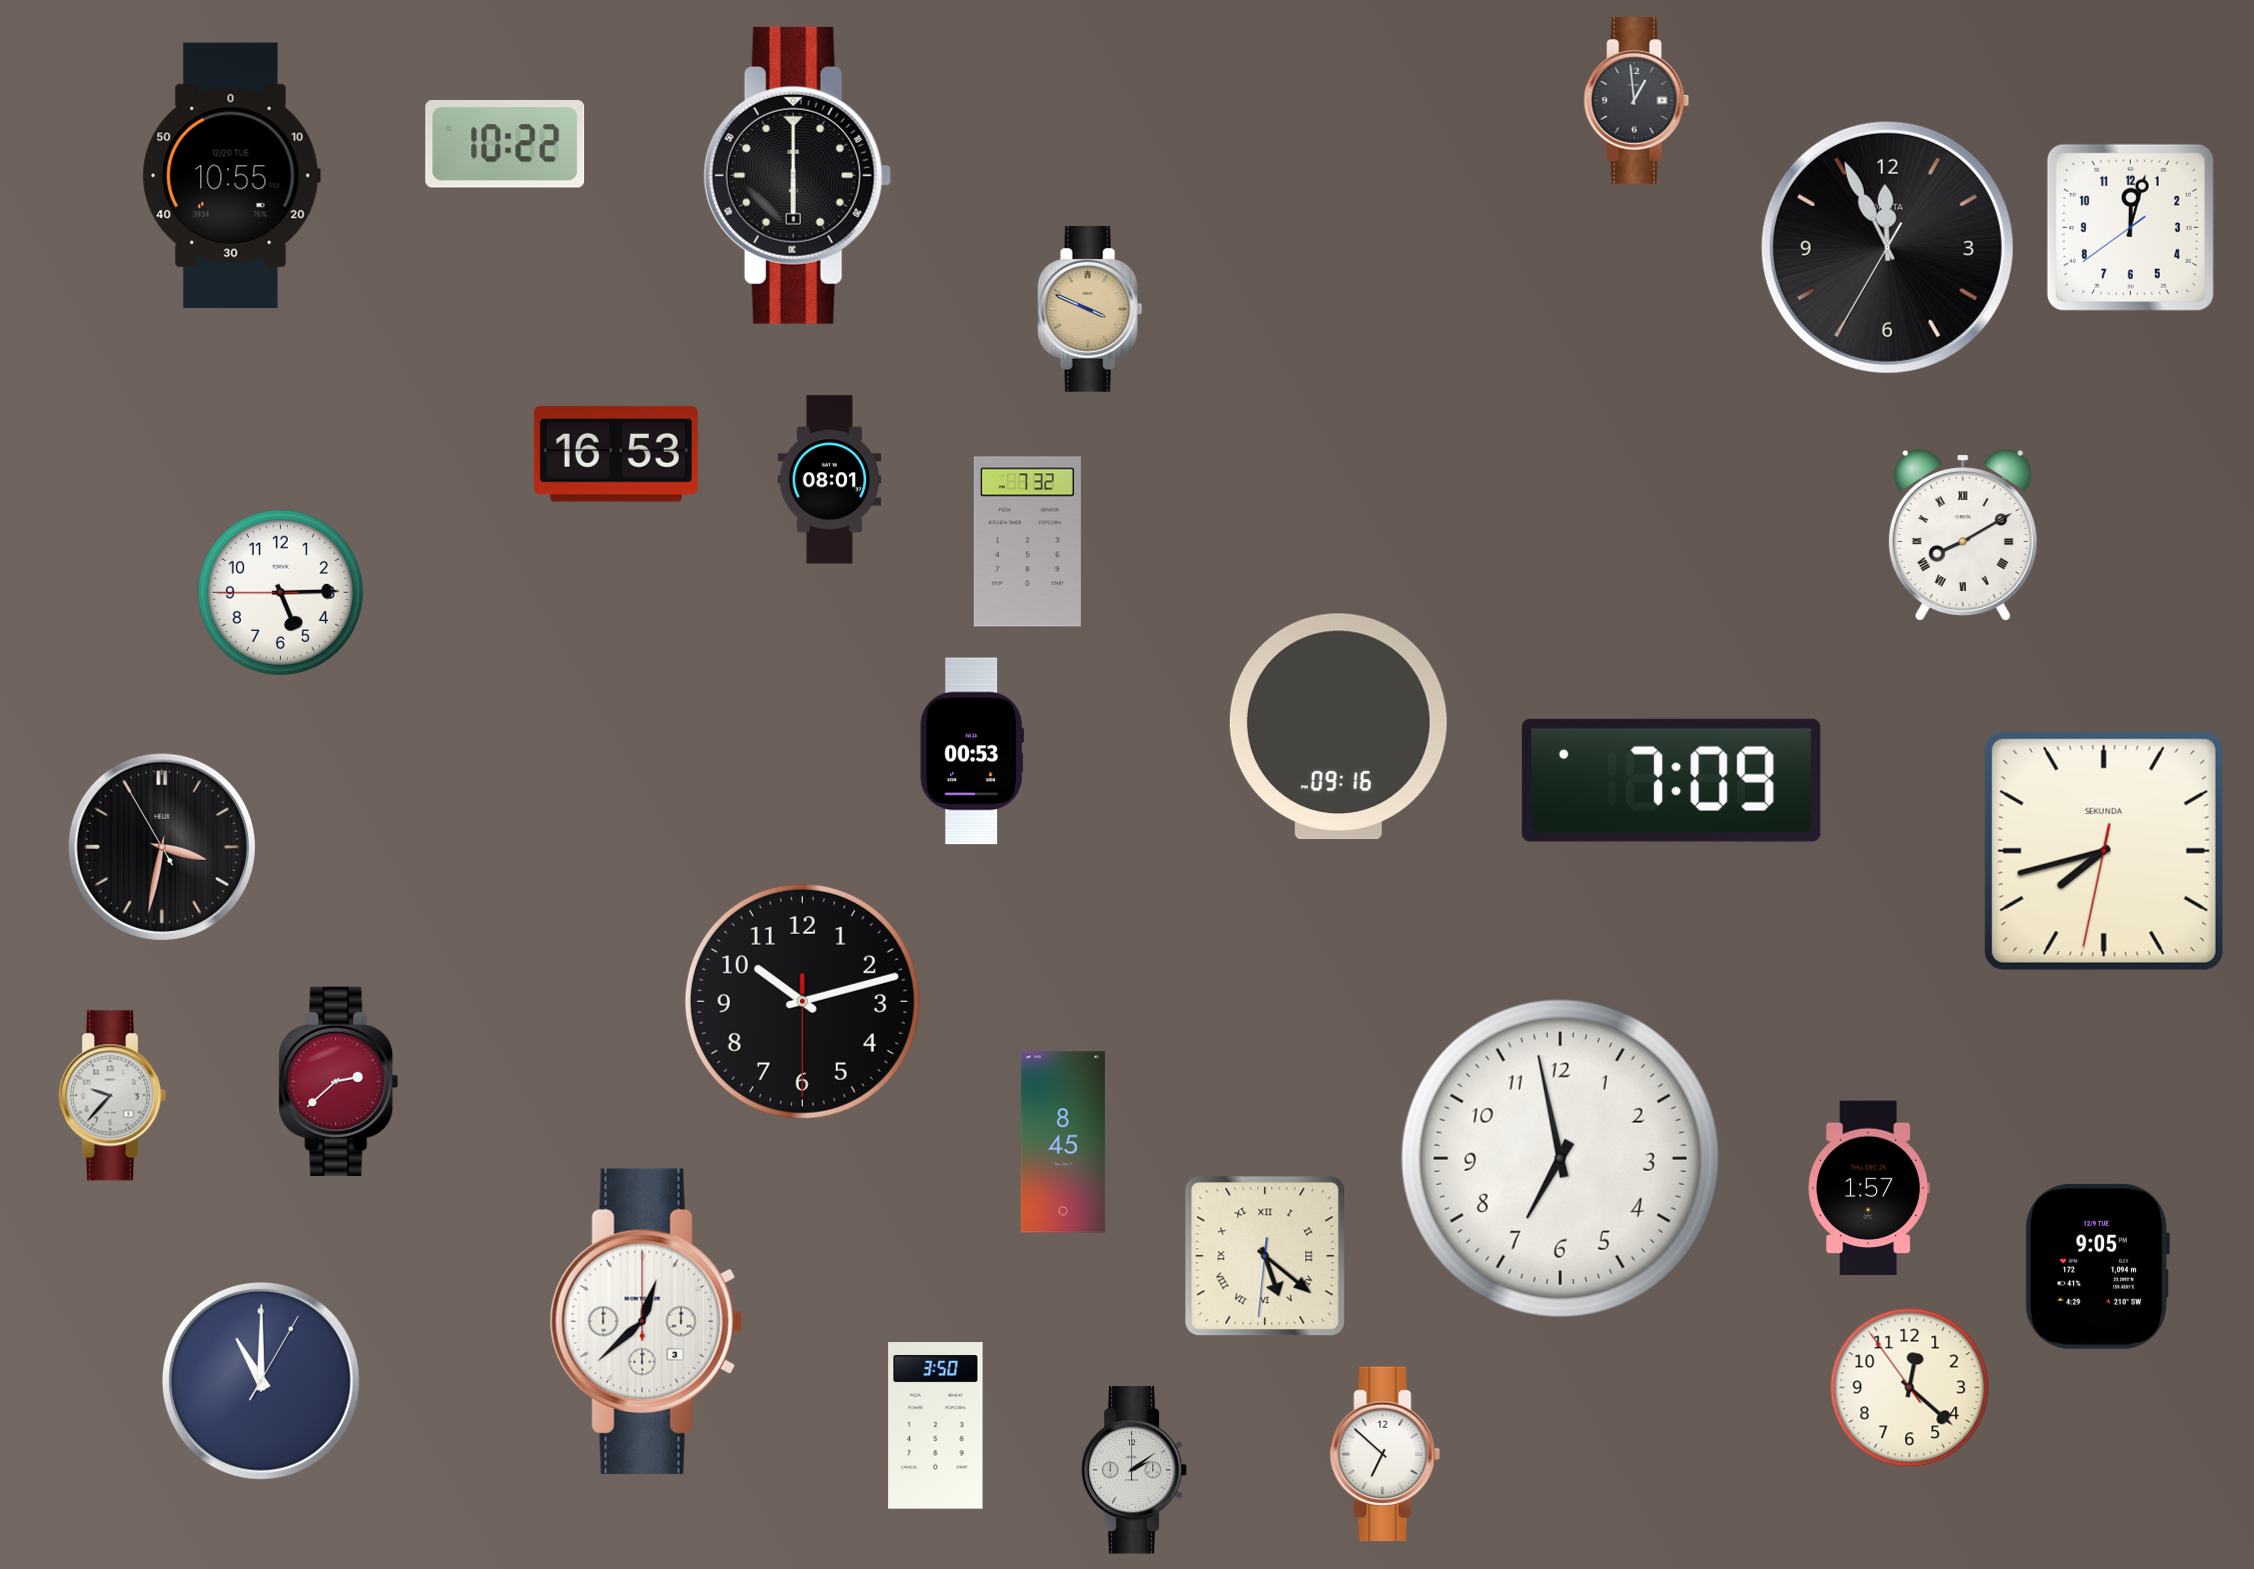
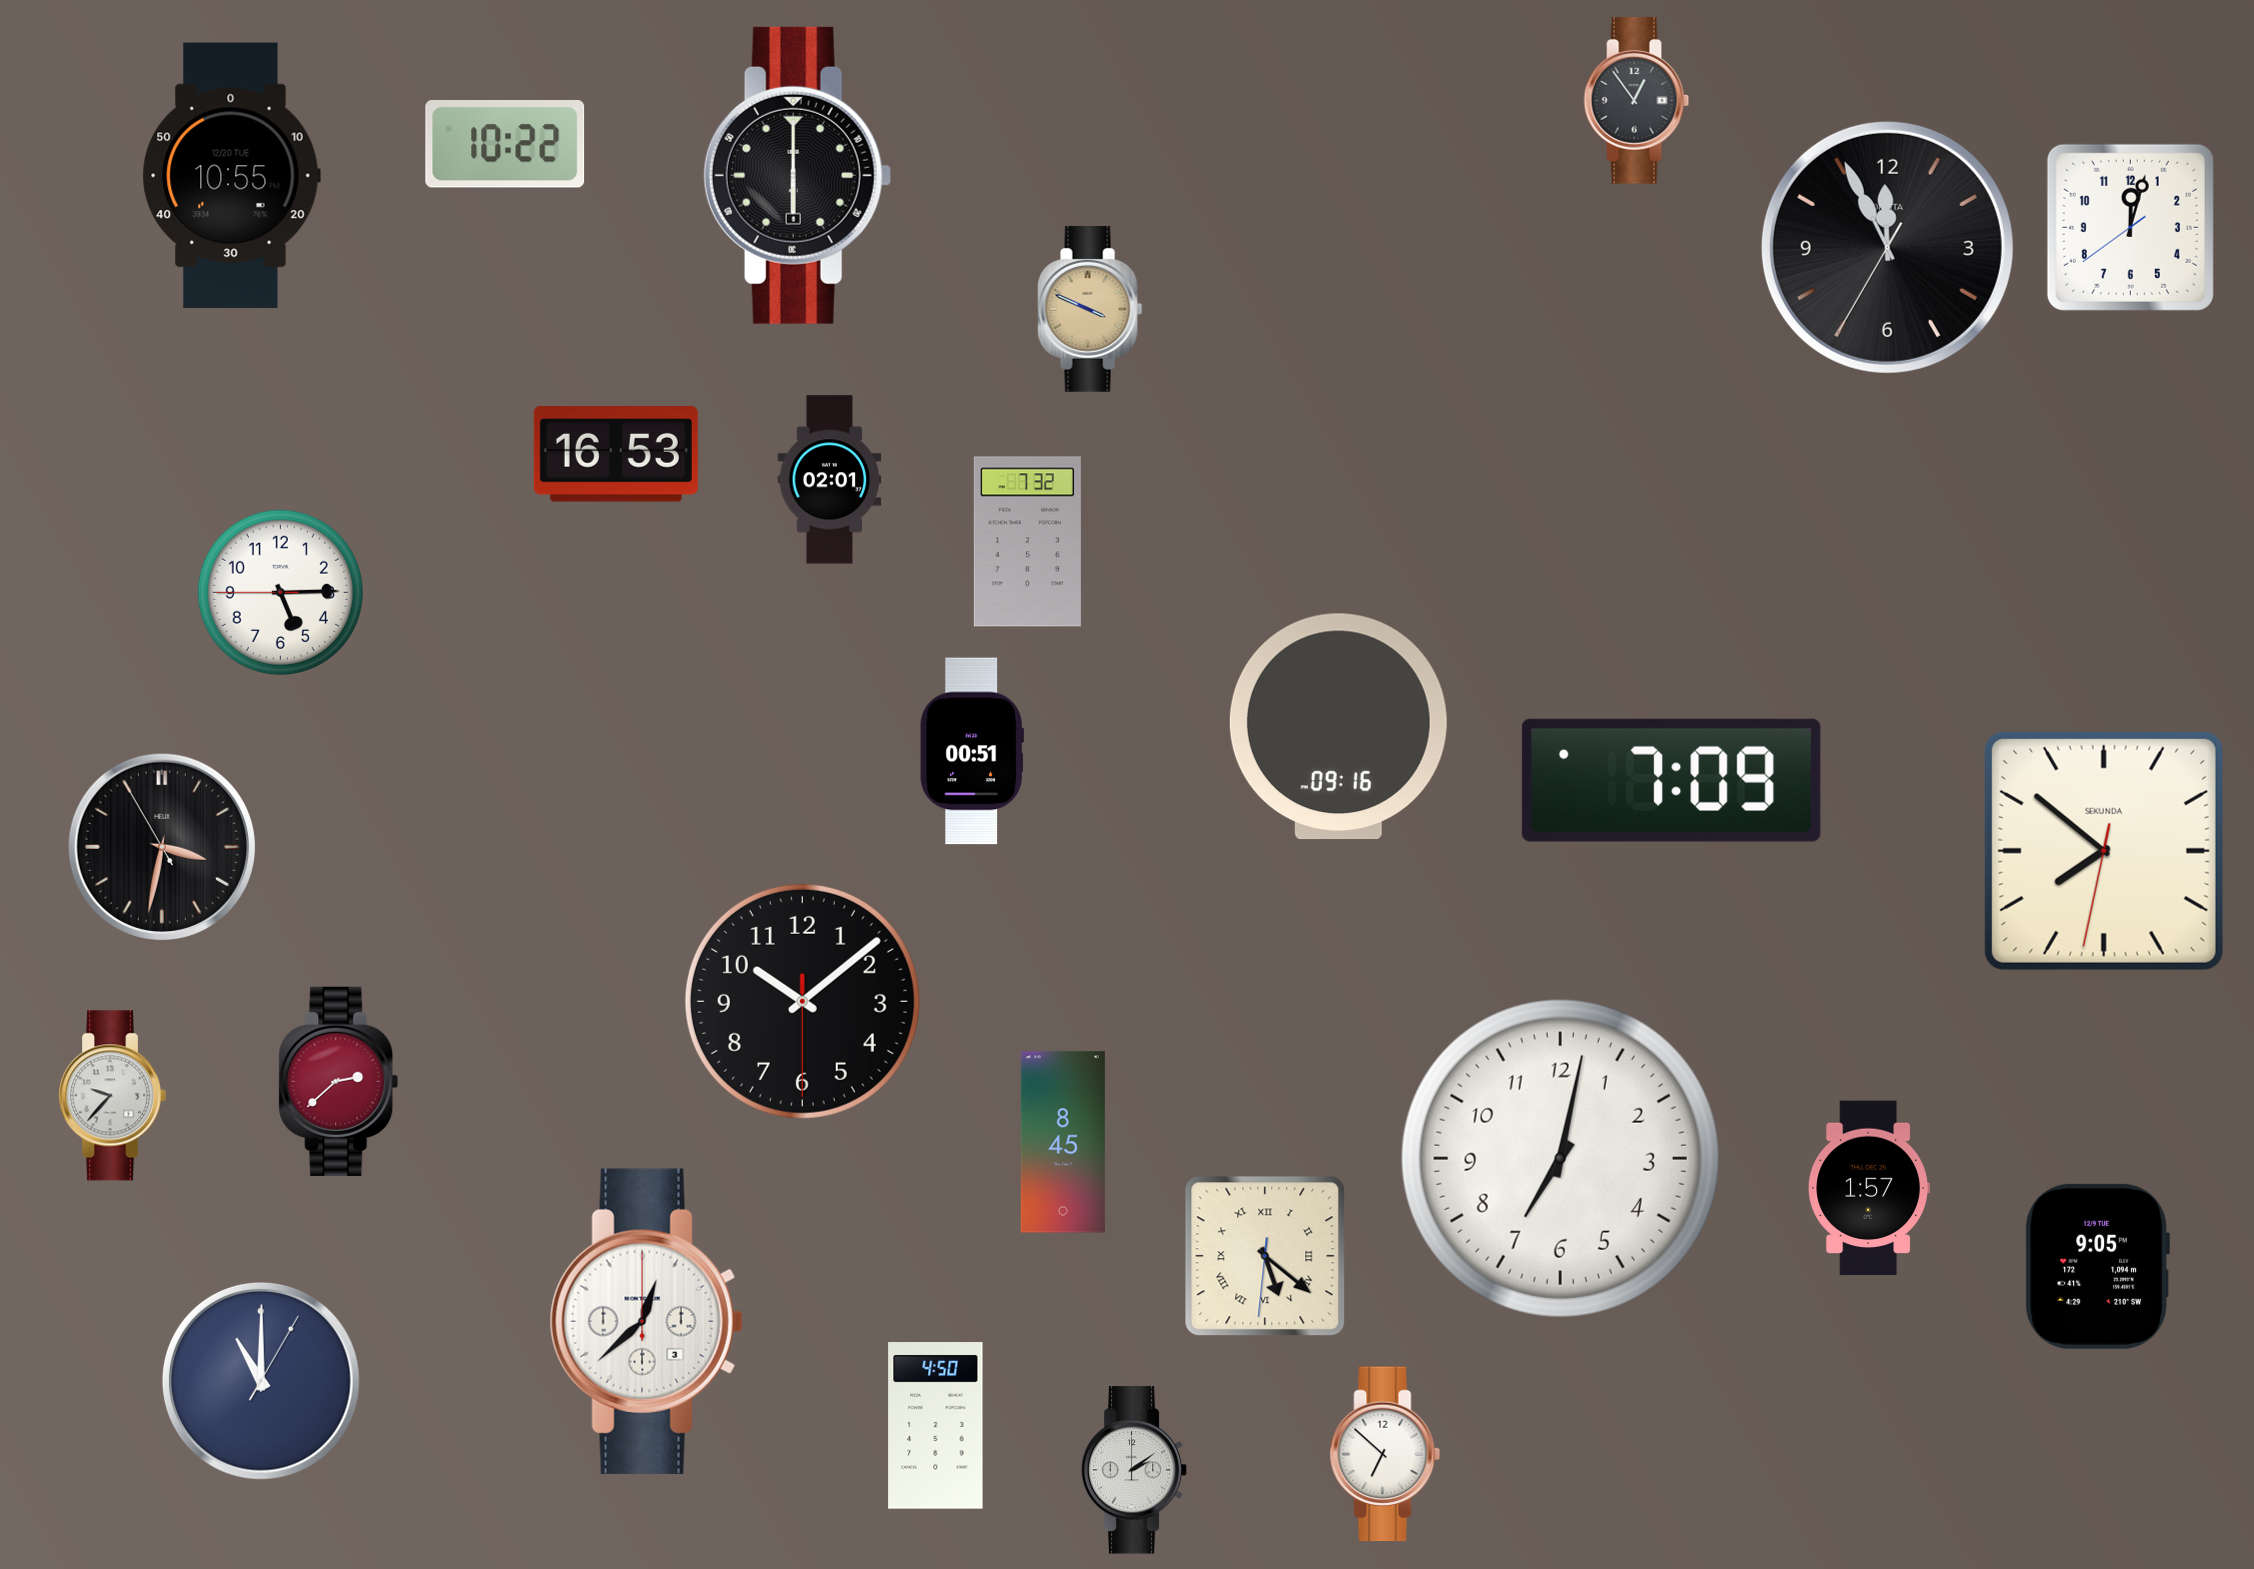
clock at (1637, 101): 12:59 -> 12:54
clock at (830, 480): 08:01 -> 02:01
clock at (1963, 535): 8:10 -> none
clock at (972, 751): 00:53 -> 00:51
clock at (2104, 851): 7:42 -> 7:51
clock at (802, 1001): 10:12 -> 10:08
clock at (1560, 1158): 6:58 -> 7:02
clock at (1910, 1388): 12:21 -> none
clock at (936, 1426): 3:50 -> 4:50
